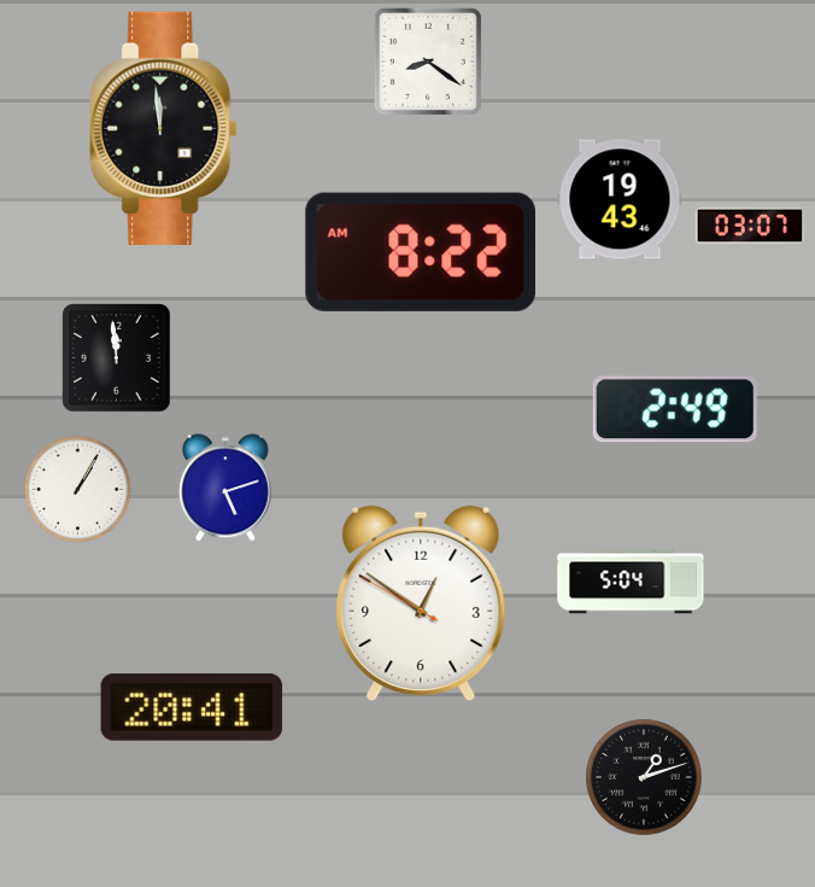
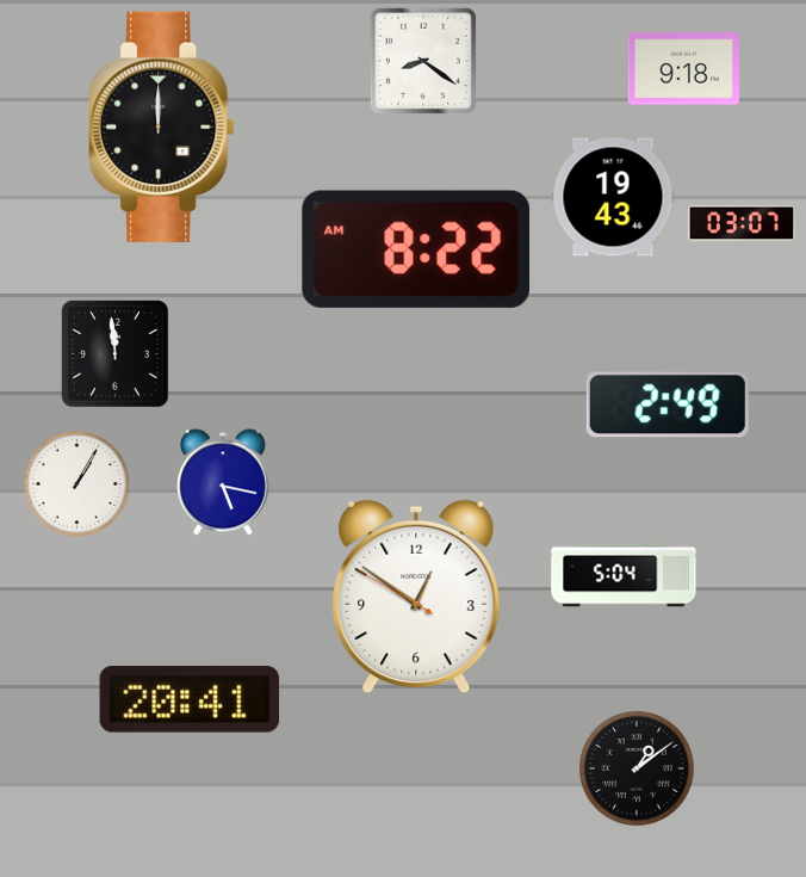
clock at (683, 69): none -> 9:18
clock at (164, 128): 11:59 -> 12:00
clock at (225, 488): 5:12 -> 5:17
clock at (644, 777): 1:12 -> 1:09
